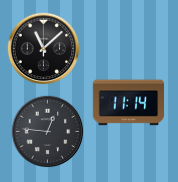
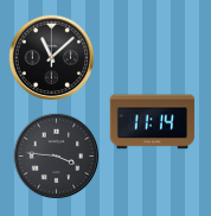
clock at (48, 132): 12:46 -> 3:46
